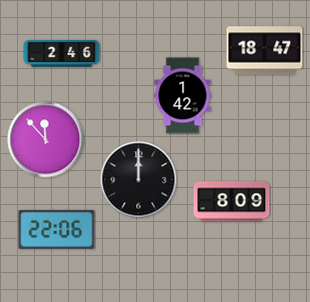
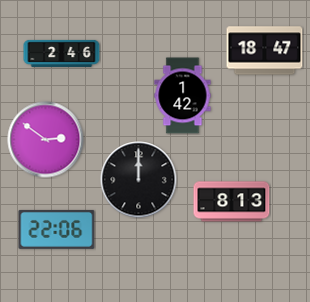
clock at (46, 140): 11:53 -> 2:51
clock at (232, 202): 8:09 -> 8:13
